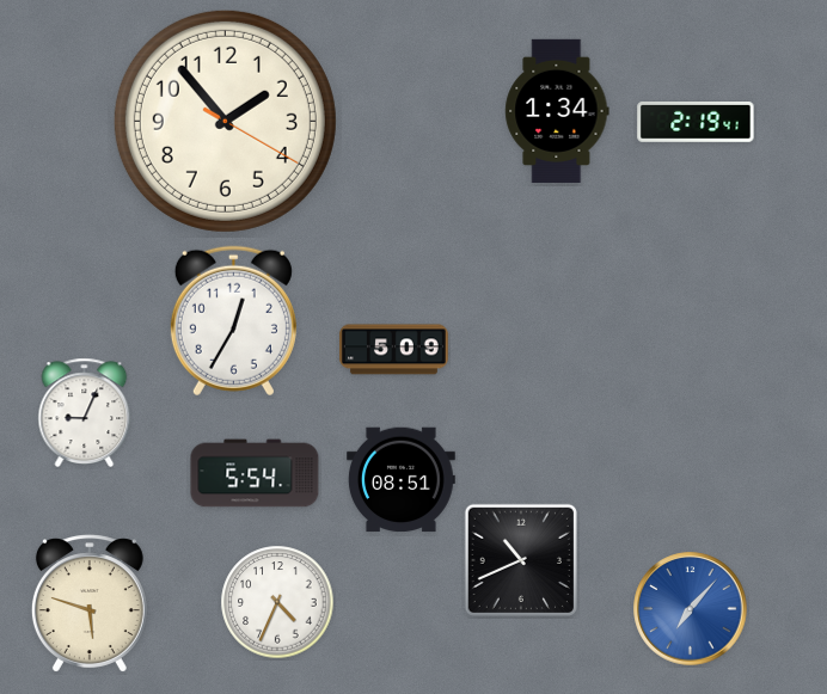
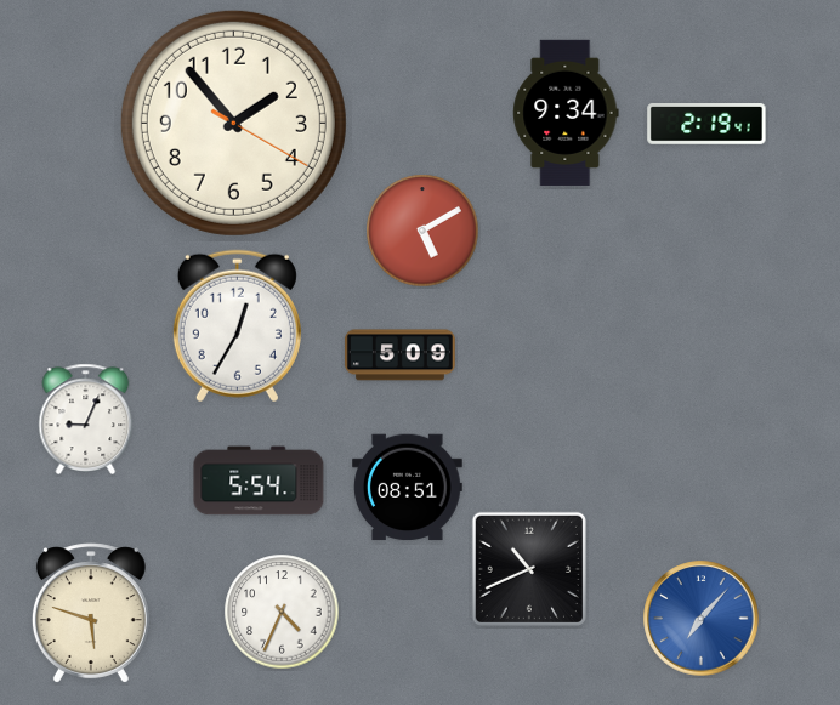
clock at (557, 111): 1:34 -> 9:34
clock at (225, 121) position: (225, 121) -> (233, 123)
clock at (422, 231): none -> 5:10
